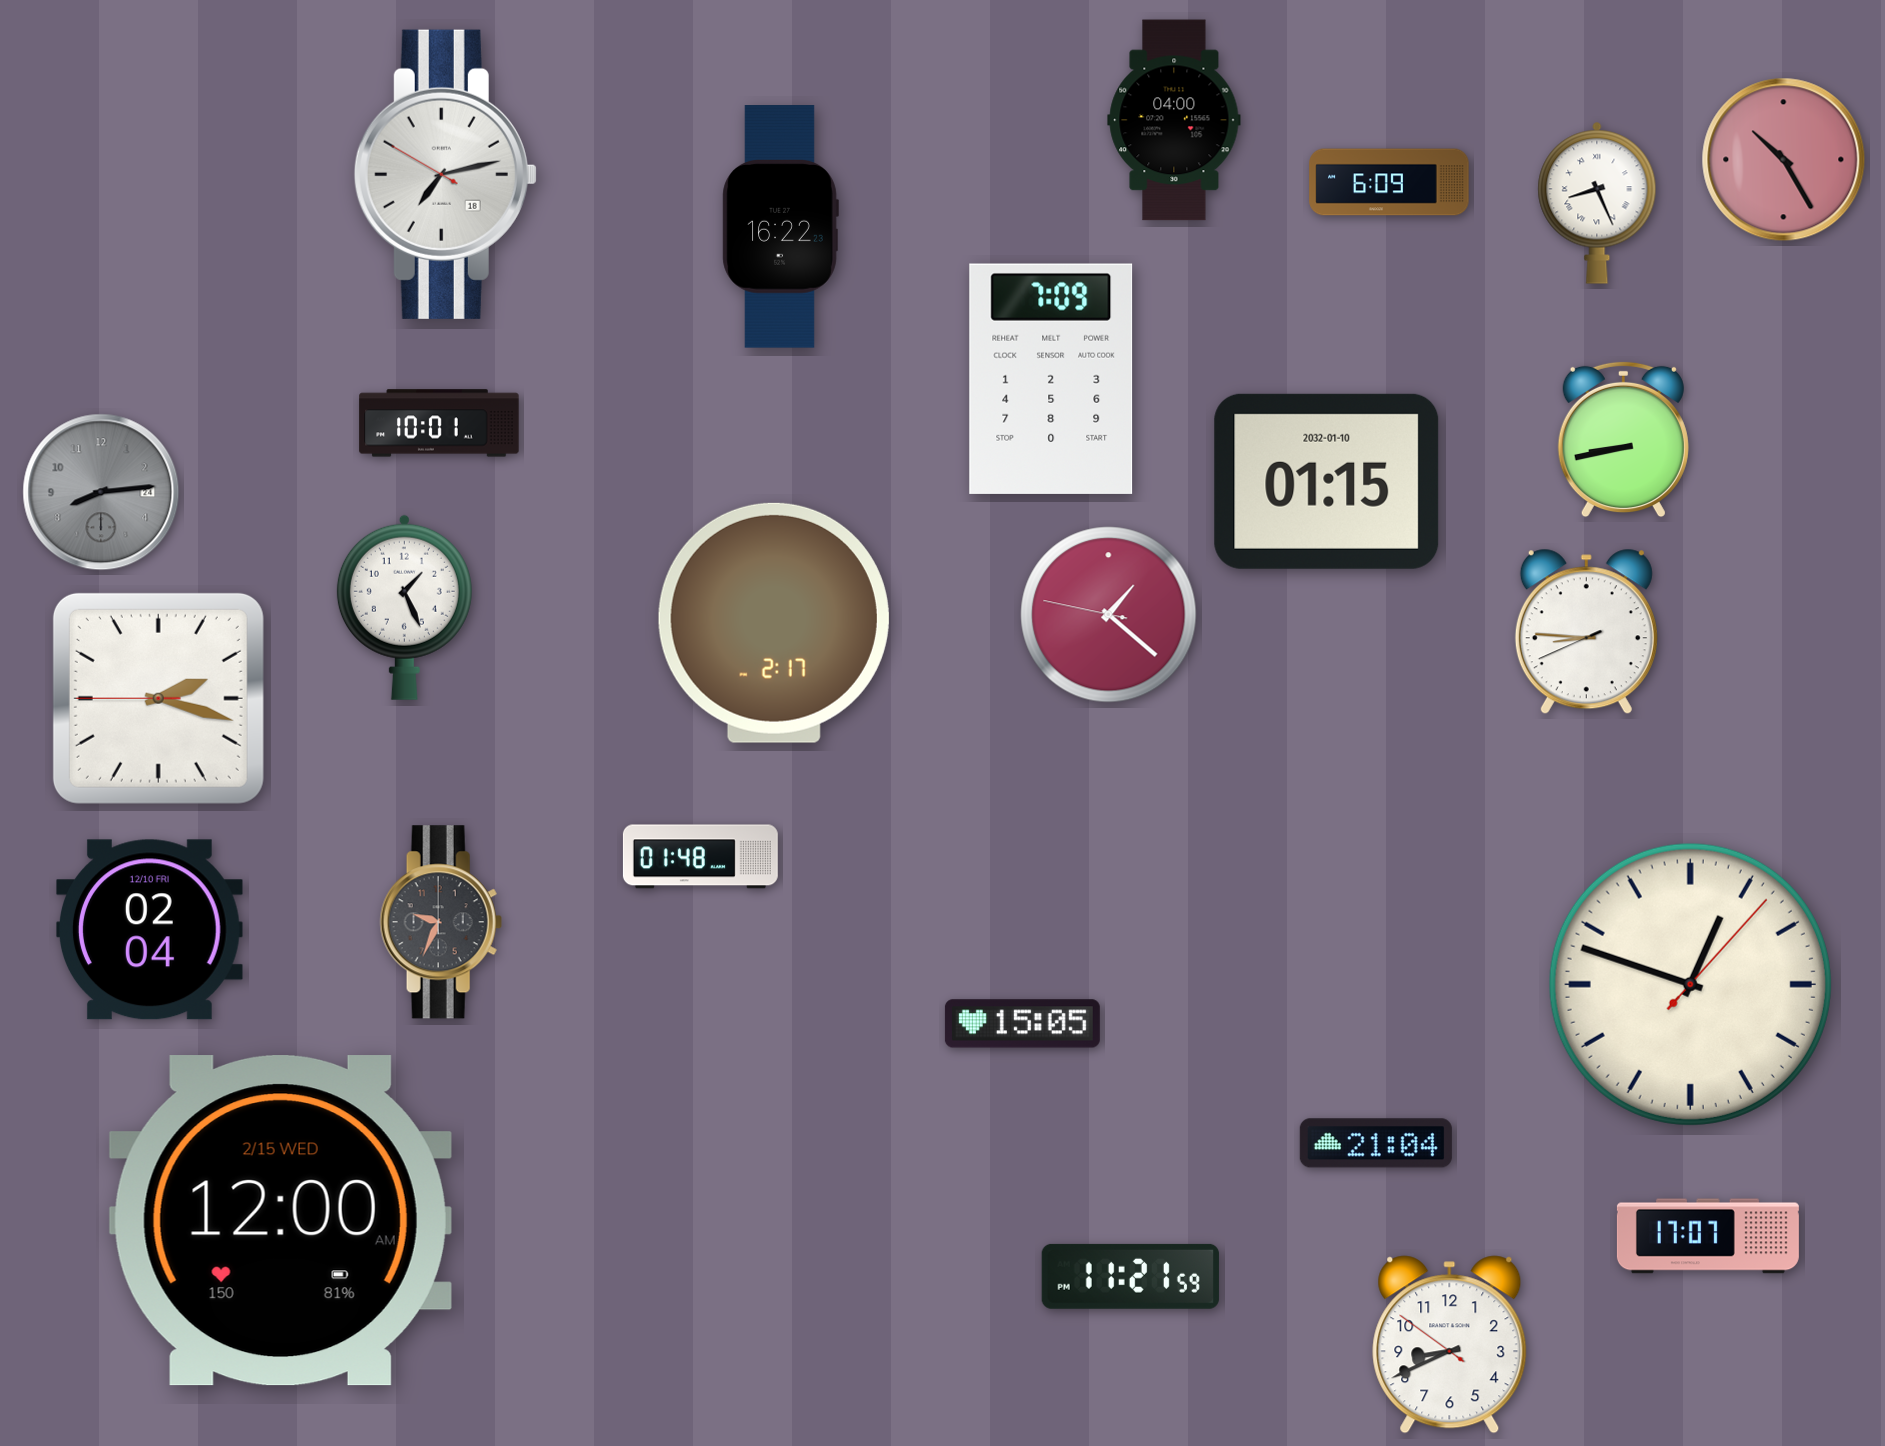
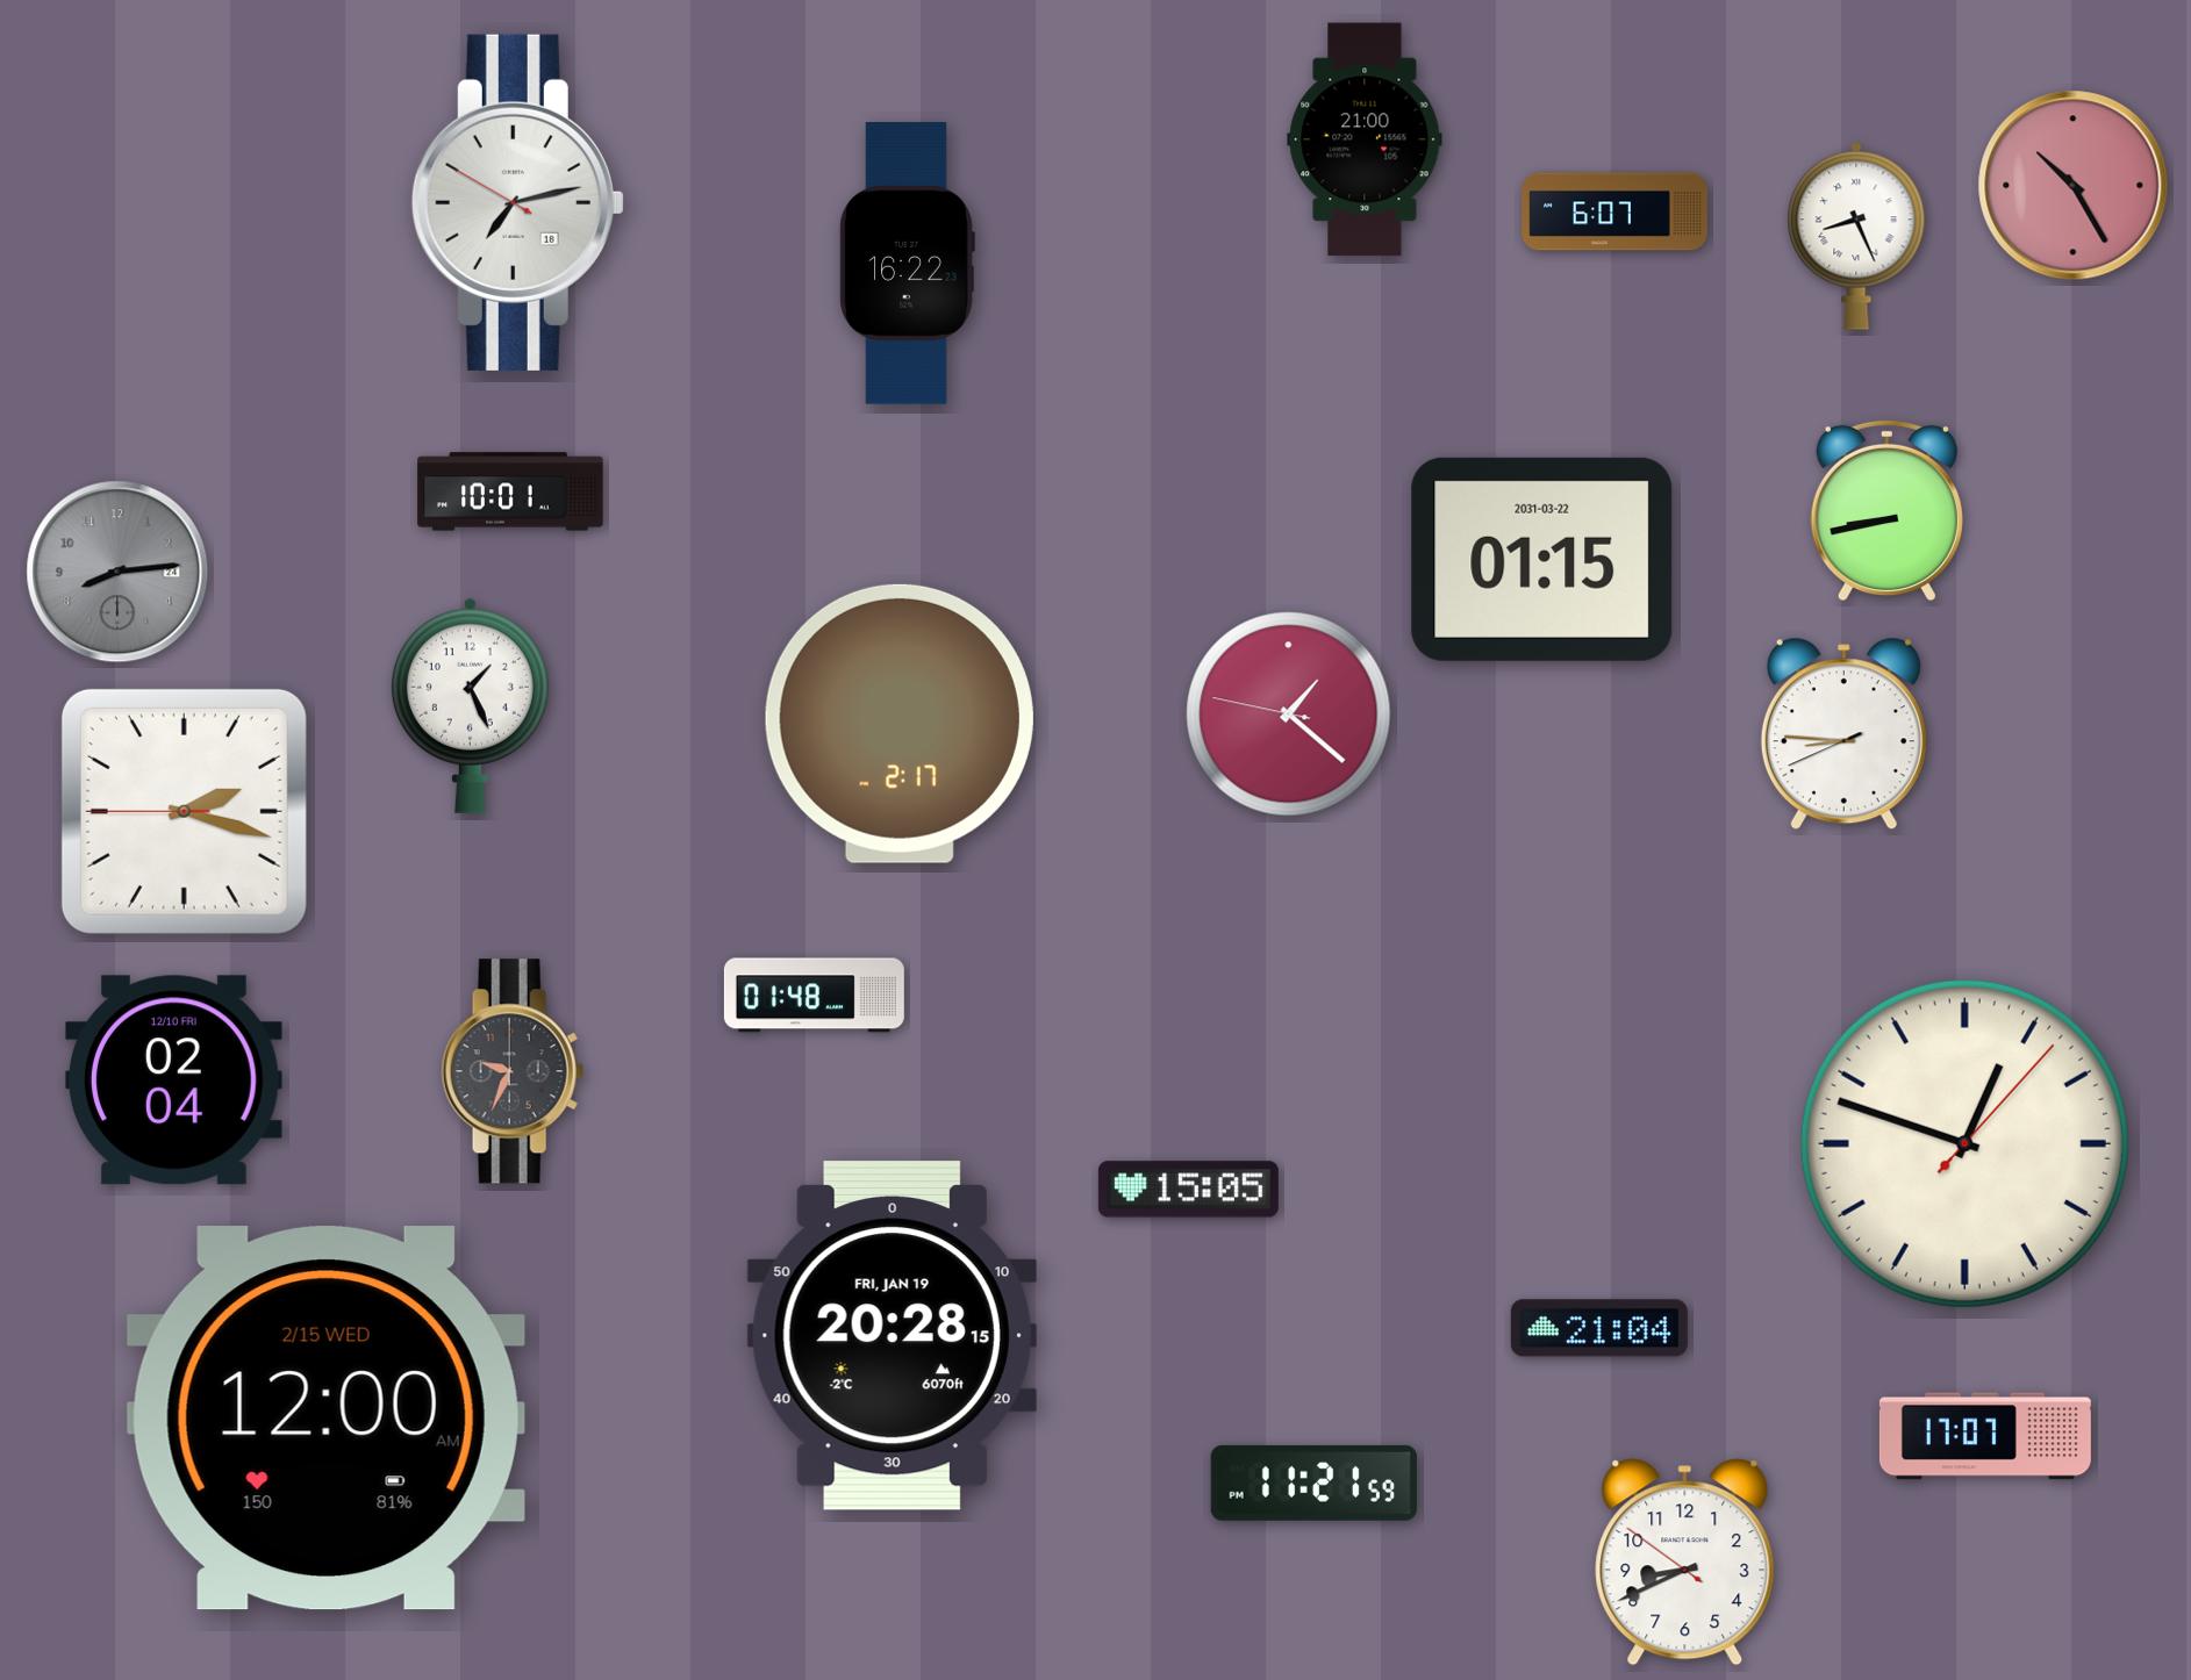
clock at (1174, 120): 04:00 -> 21:00
clock at (1389, 182): 6:09 -> 6:07
clock at (1051, 379): 7:09 -> none
clock at (1327, 481) date: 2032-01-10 -> 2031-03-22
clock at (892, 1335): none -> 20:28
